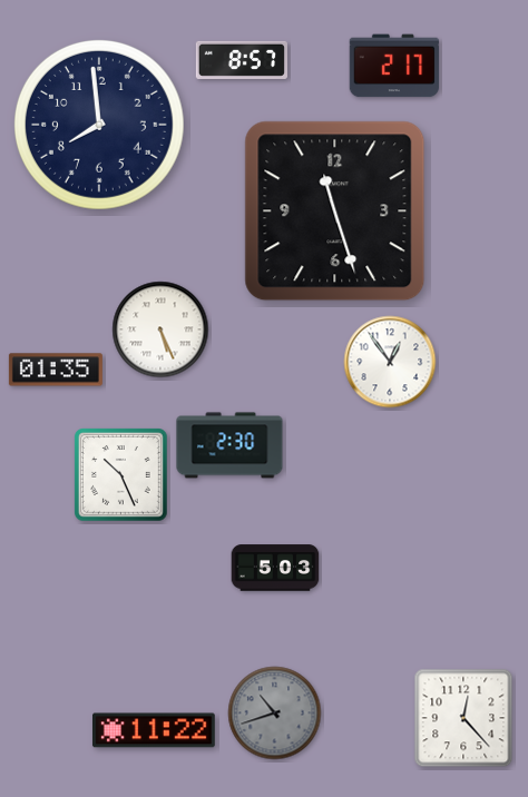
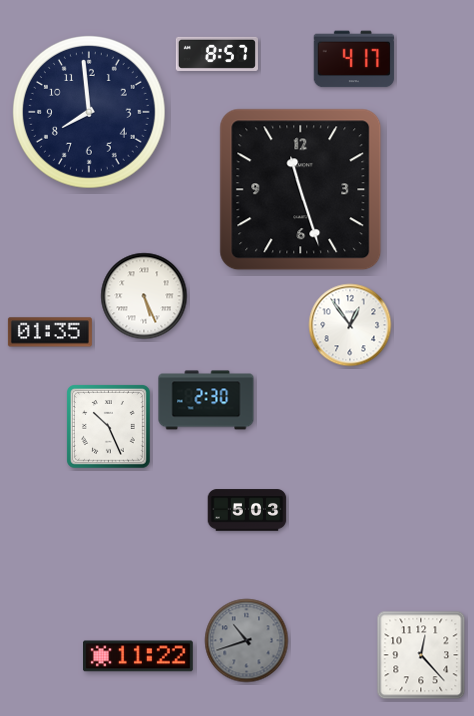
clock at (394, 66): 2:17 -> 4:17
clock at (463, 718) position: (463, 718) -> (421, 655)
